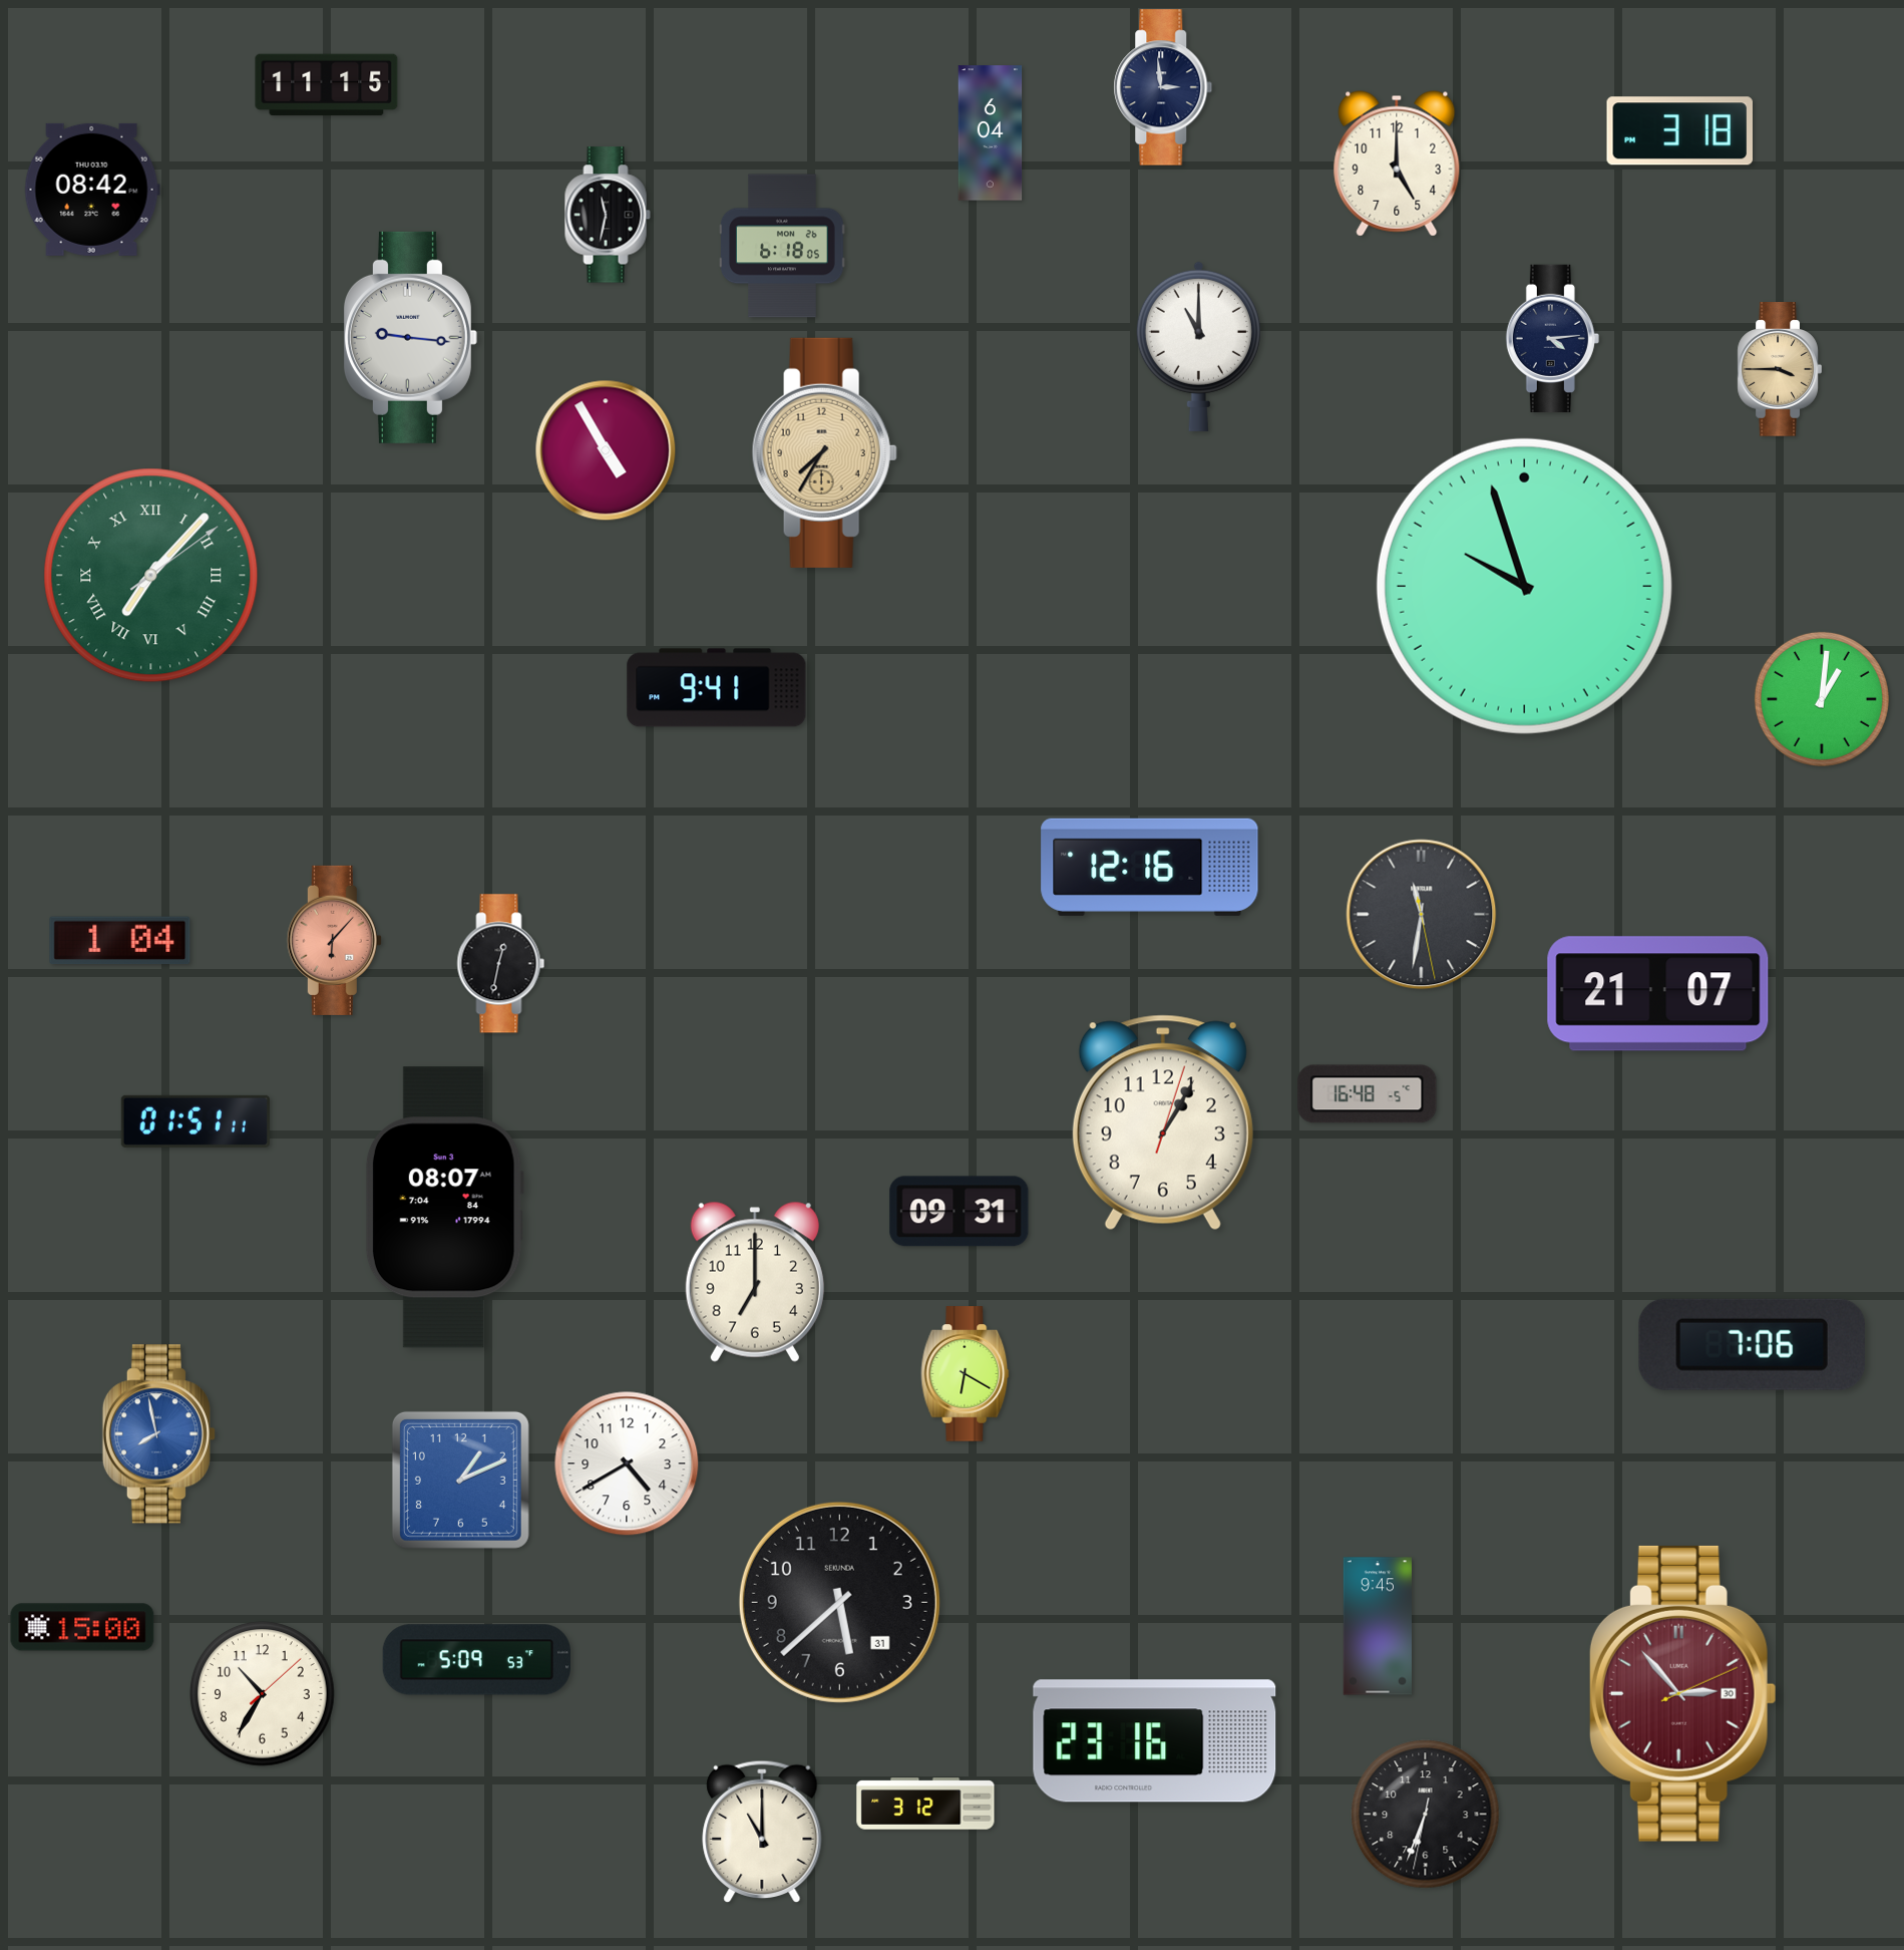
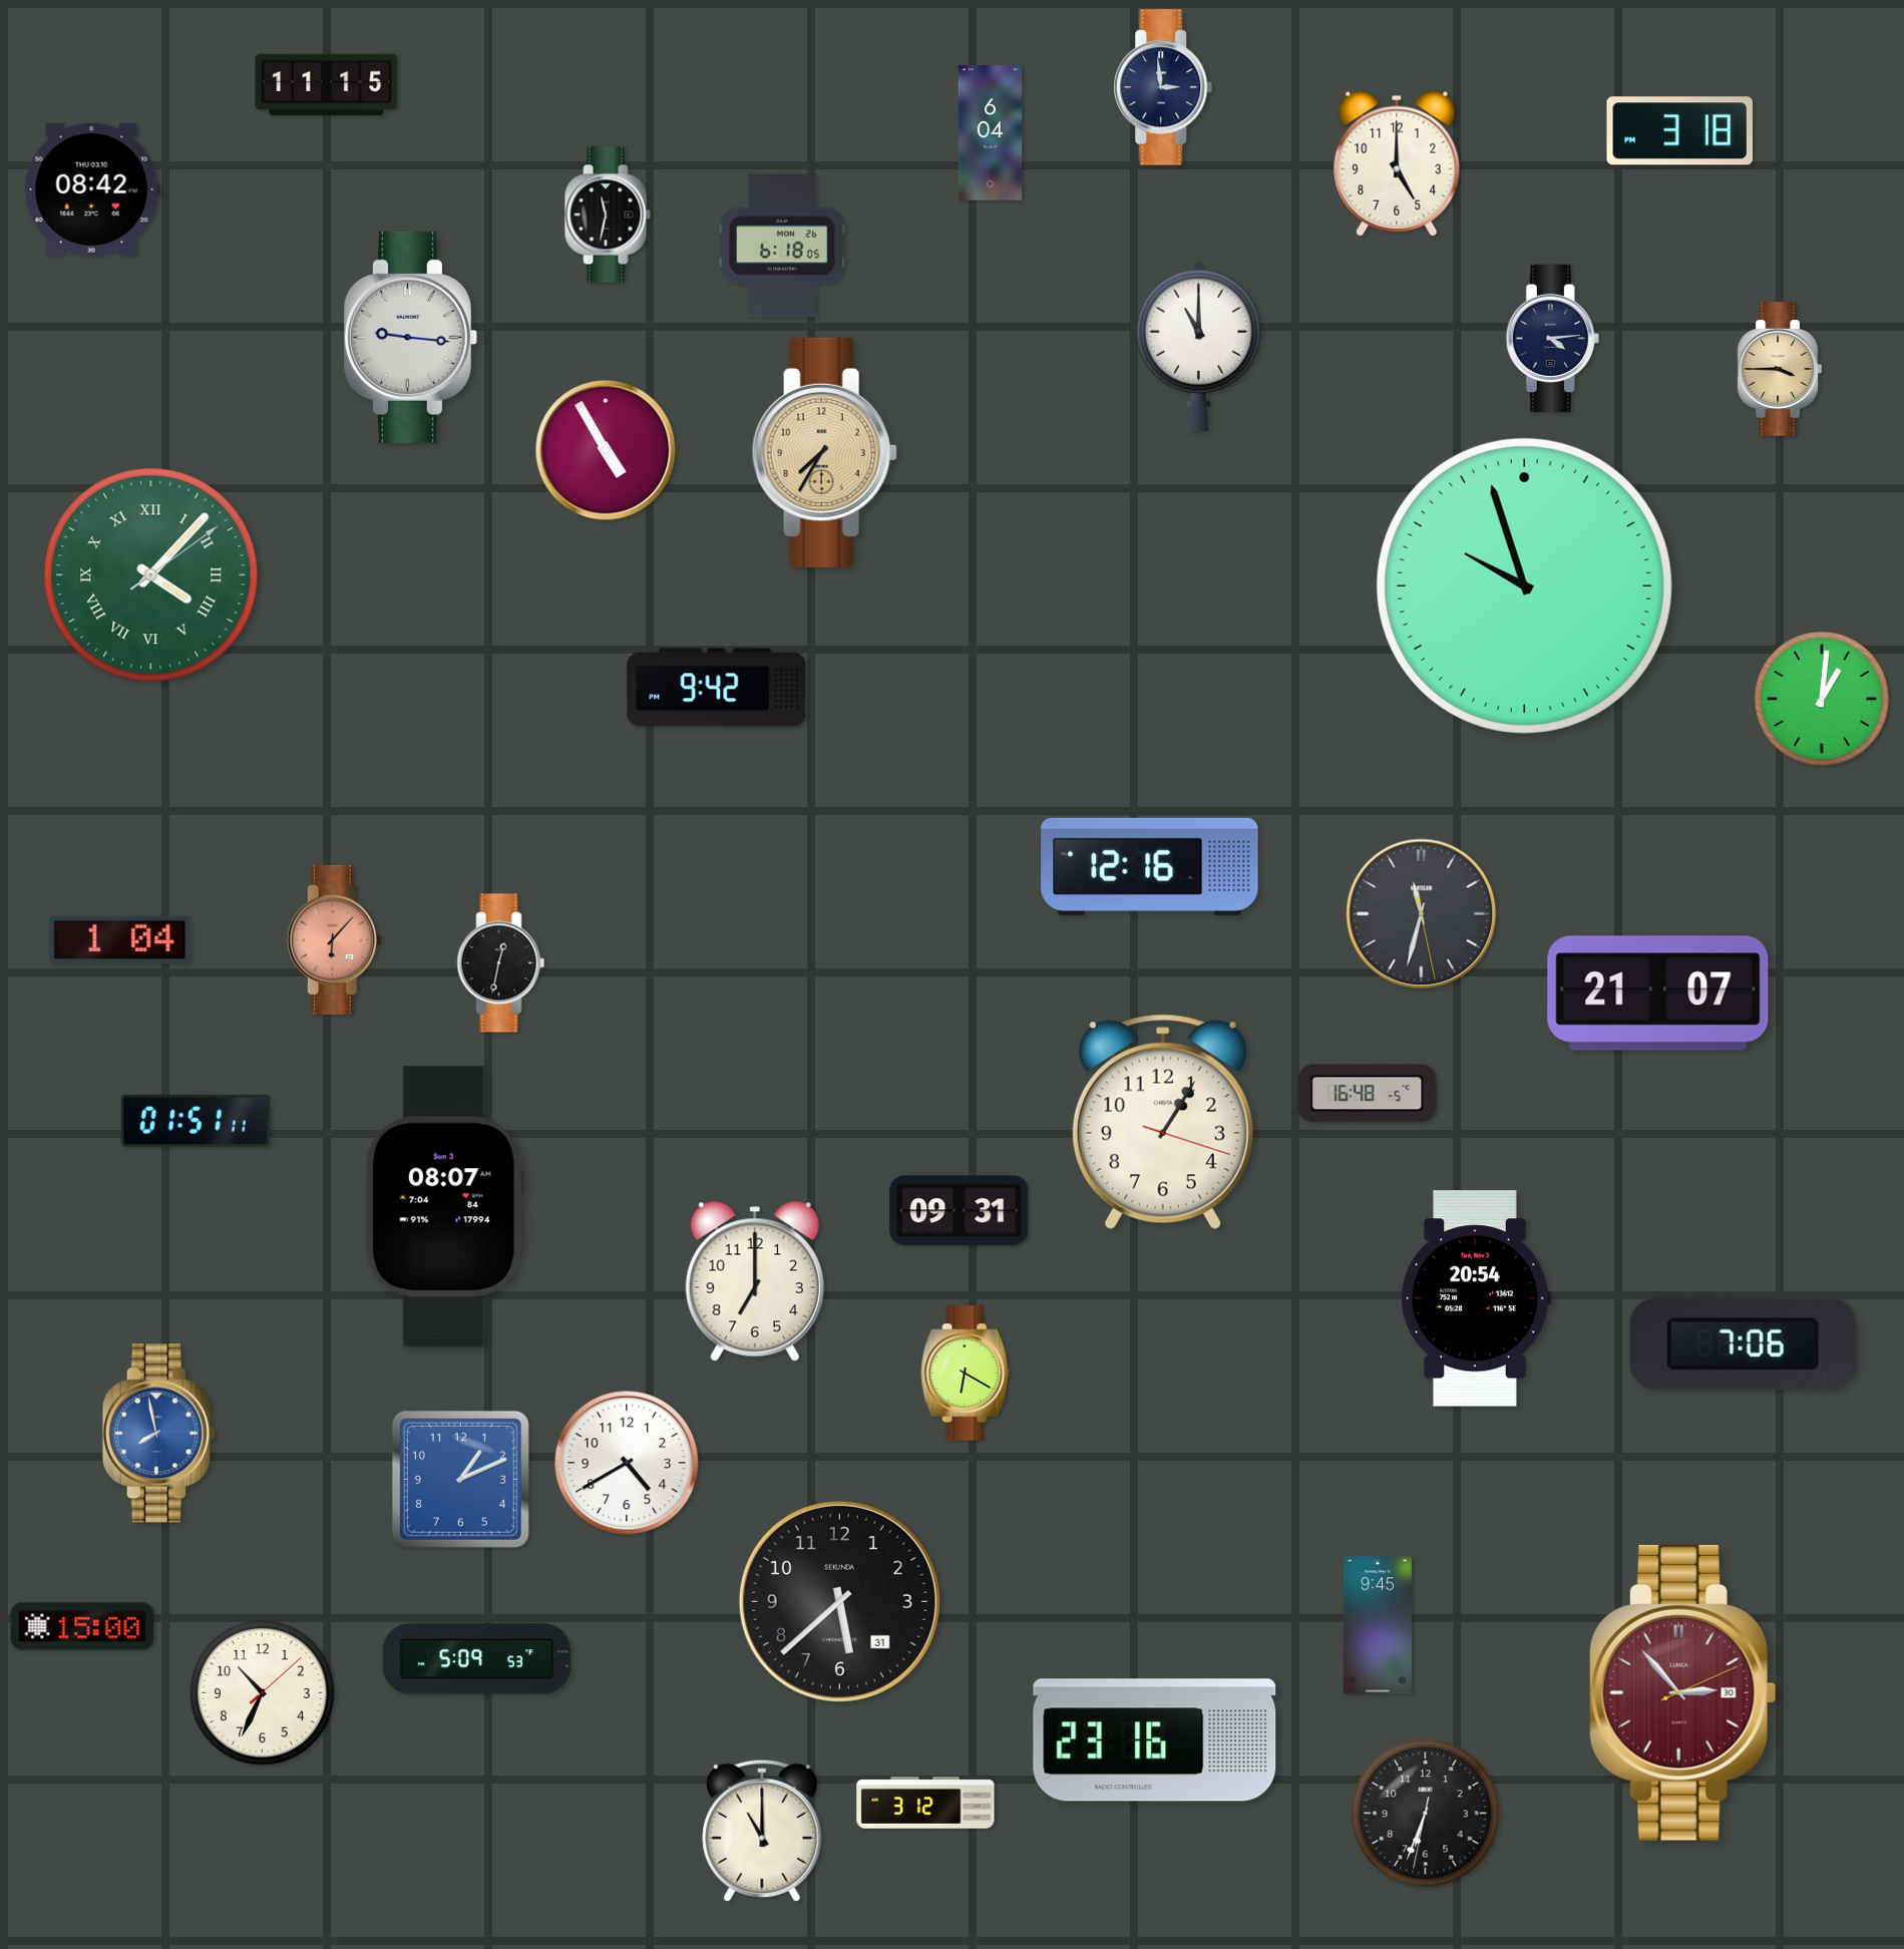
clock at (151, 576): 7:07 -> 4:07
clock at (717, 688): 9:41 -> 9:42
clock at (1422, 915): 11:31 -> 11:32
clock at (1163, 1122): 1:05:03 -> 1:05:18
clock at (1476, 1298): none -> 20:54
clock at (1752, 1344) position: (1752, 1344) -> (1743, 1343)
clock at (263, 1694): 10:35 -> 10:34
